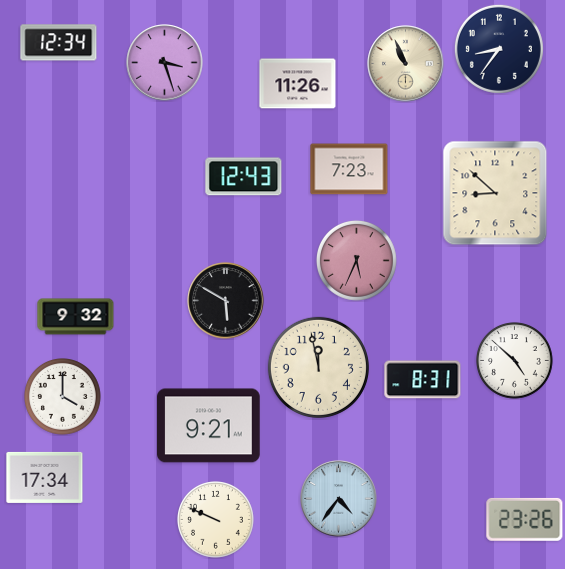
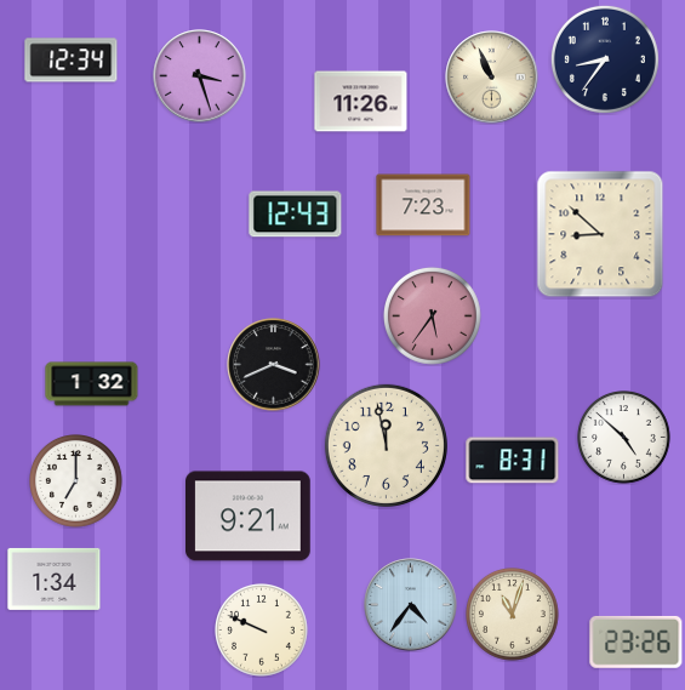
clock at (59, 43) position: (59, 43) -> (72, 61)
clock at (356, 260): 5:34 -> 5:36
clock at (226, 301): 5:50 -> 3:41
clock at (76, 317): 9:32 -> 1:32
clock at (63, 397): 4:00 -> 7:00
clock at (209, 426) position: (209, 426) -> (249, 517)
clock at (45, 477): 17:34 -> 1:34
clock at (513, 615): none -> 11:03
clock at (525, 519) position: (525, 519) -> (637, 641)
